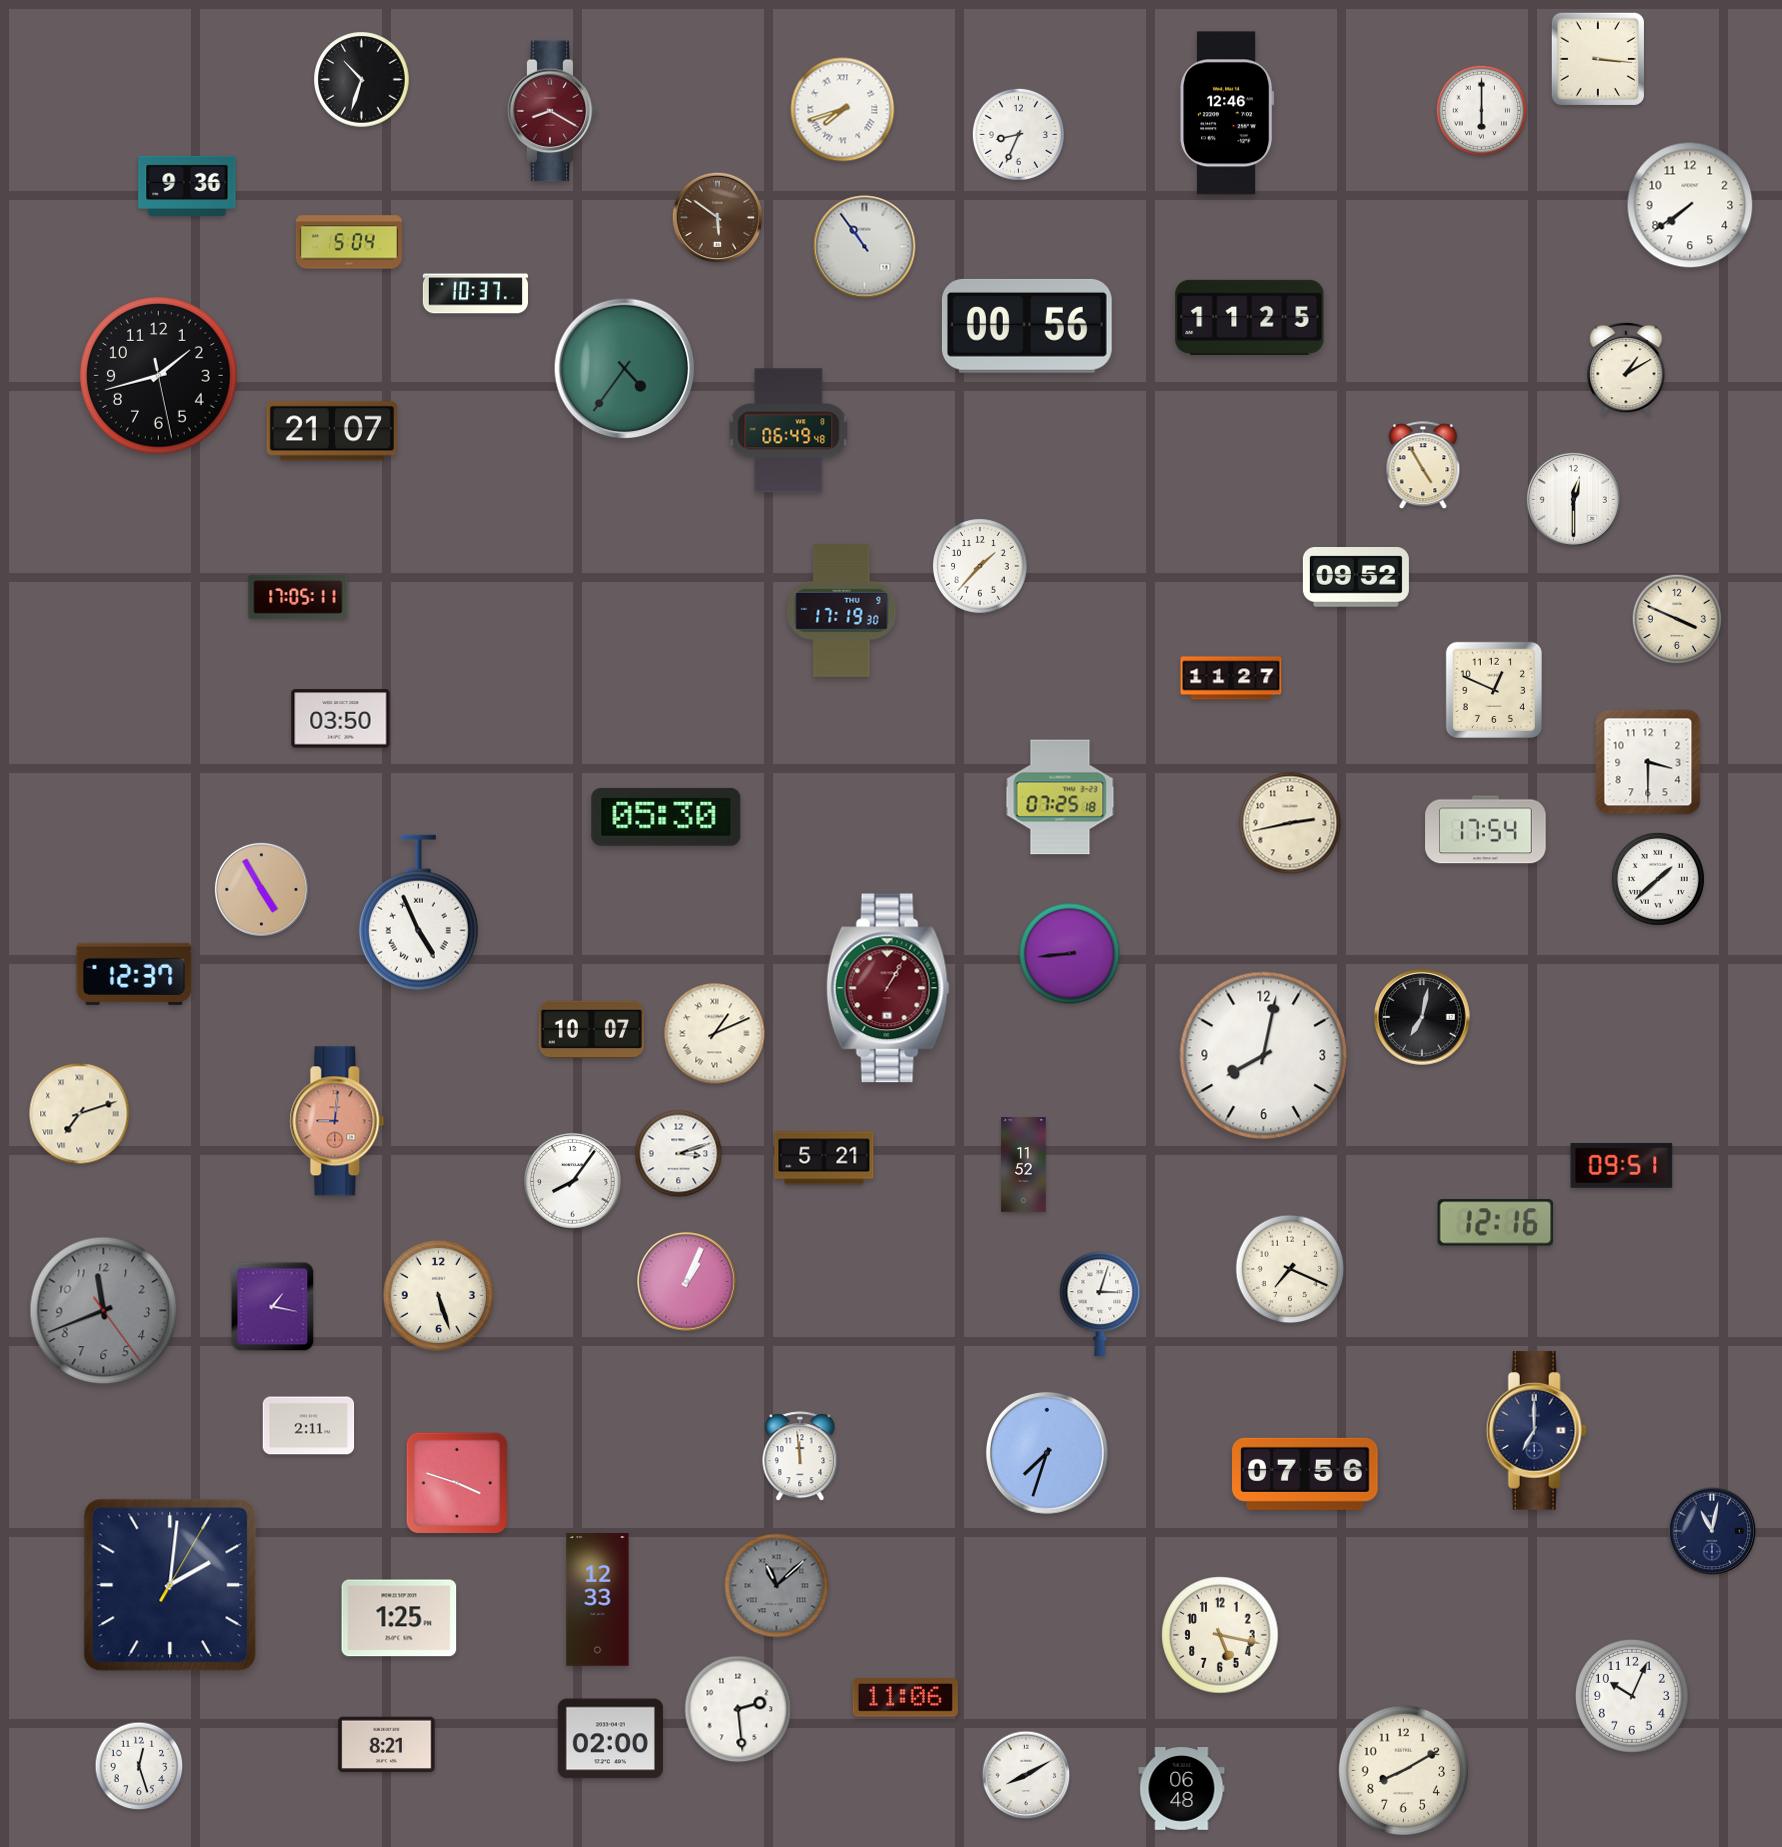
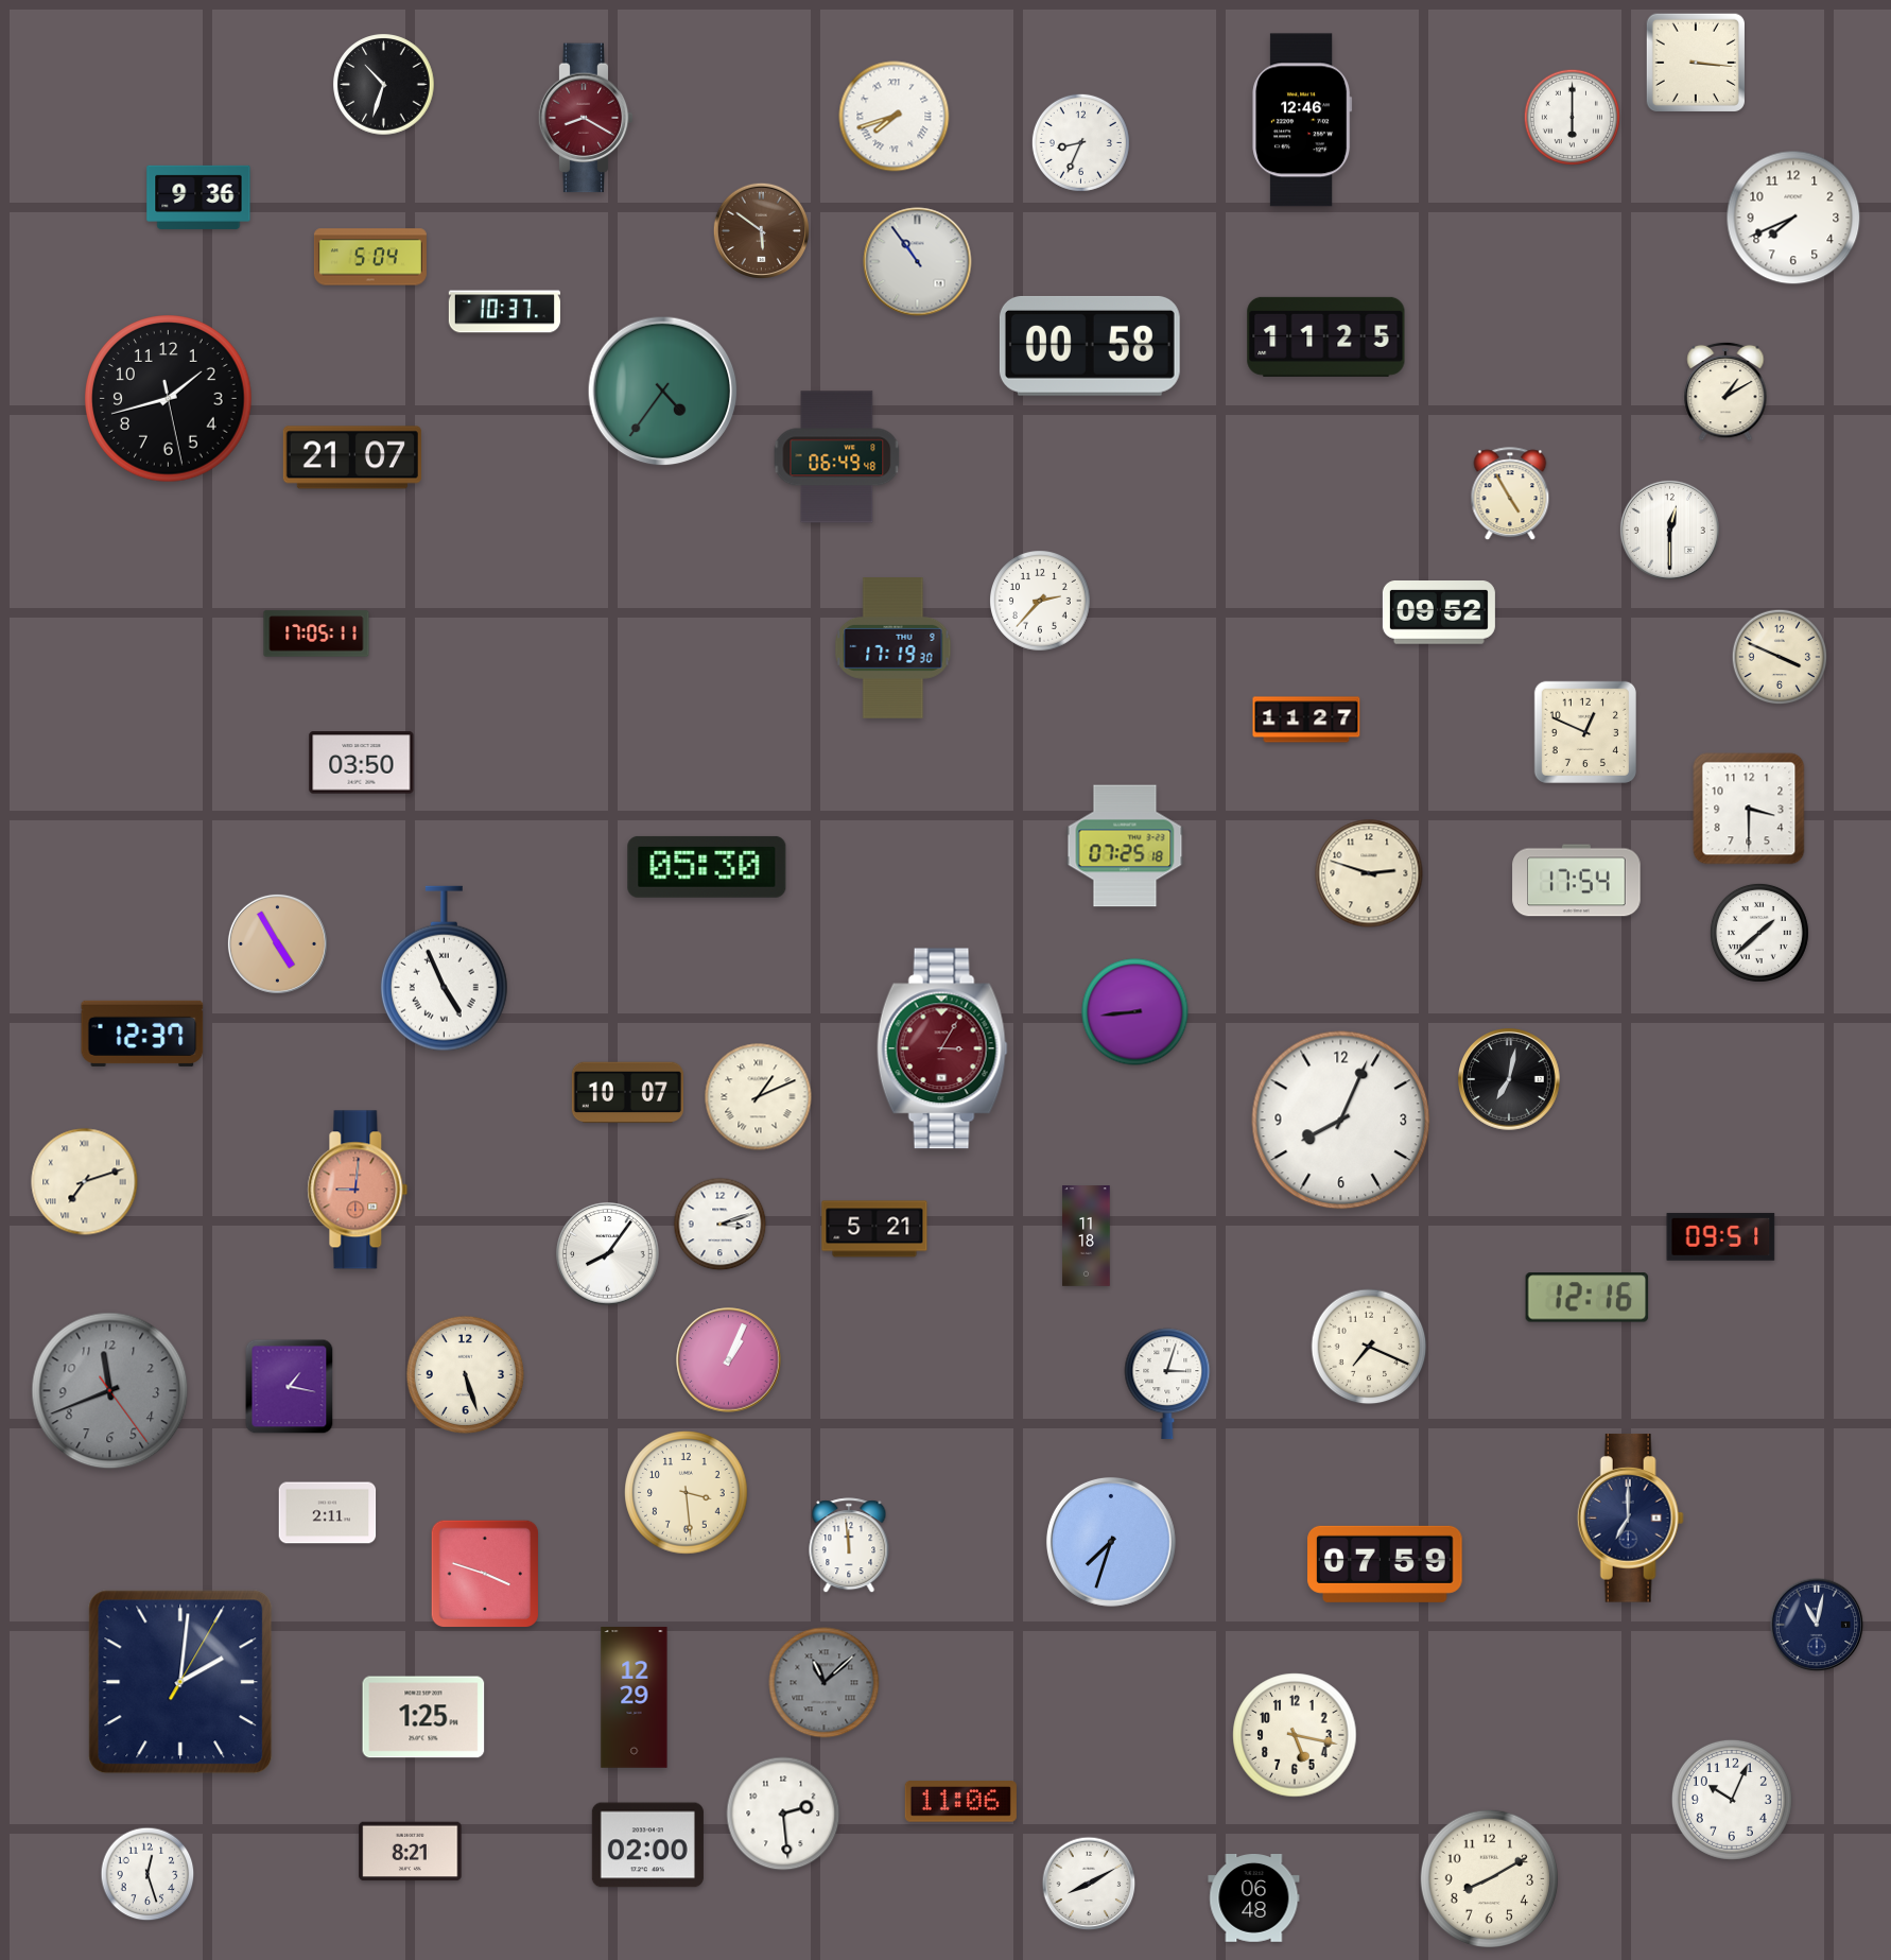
clock at (1690, 205): 7:39 -> 7:41
clock at (1027, 326): 00:56 -> 00:58
clock at (981, 567): 1:37 -> 2:37
clock at (1290, 823): 2:43 -> 2:48
clock at (888, 988): 1:05 -> 3:05
clock at (1264, 1056): 8:02 -> 8:04
clock at (1024, 1165): 11:52 -> 11:18
clock at (687, 1493): none -> 3:29
clock at (1305, 1474): 07:56 -> 07:59
clock at (598, 1600): 12:33 -> 12:29
